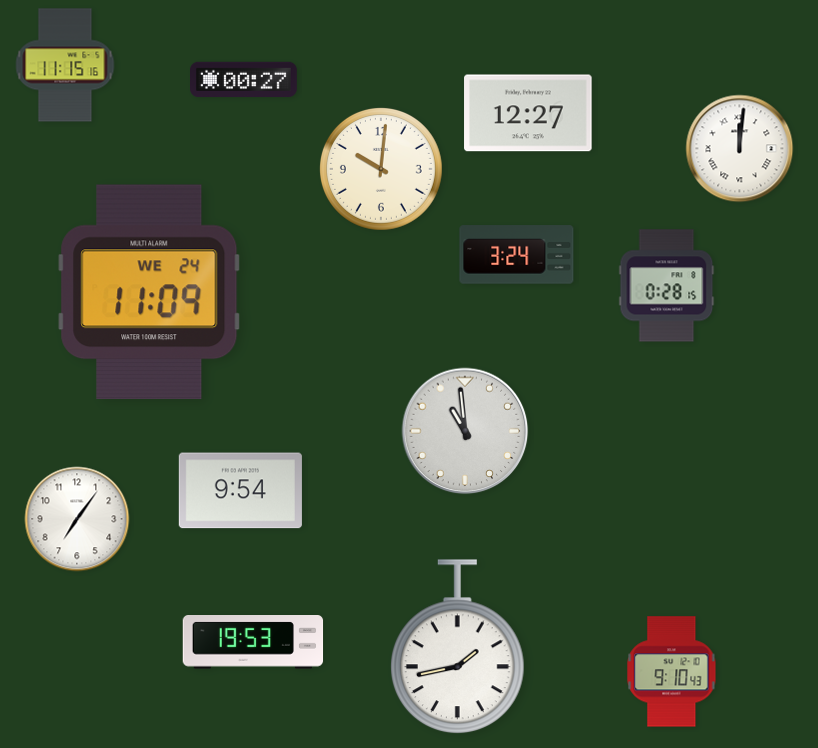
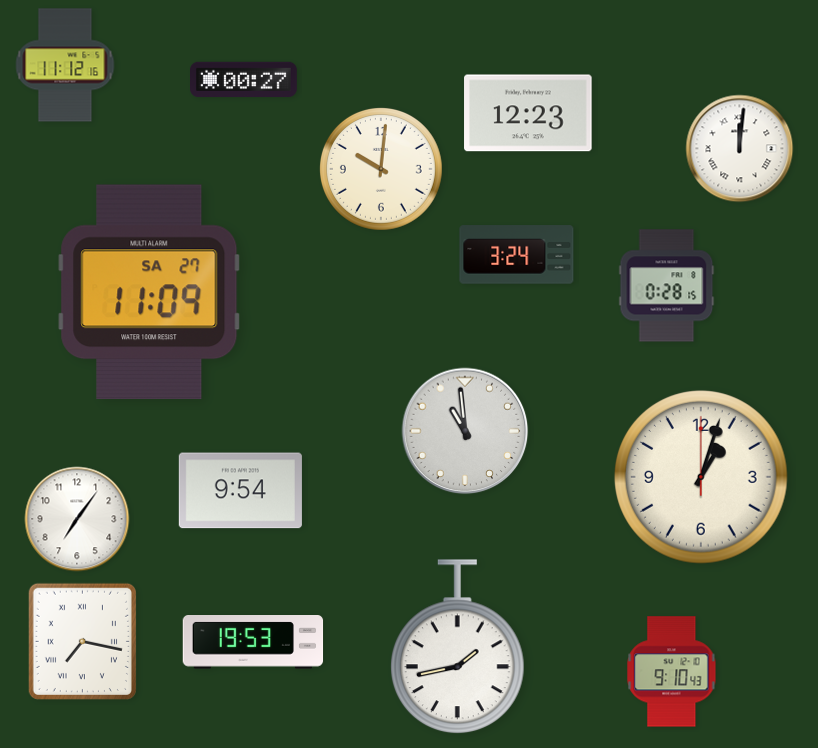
clock at (65, 65): 11:15 -> 11:12
clock at (528, 113): 12:27 -> 12:23
clock at (149, 292) date: WE 24 -> SA 27
clock at (701, 477): none -> 1:03
clock at (82, 641): none -> 7:17
